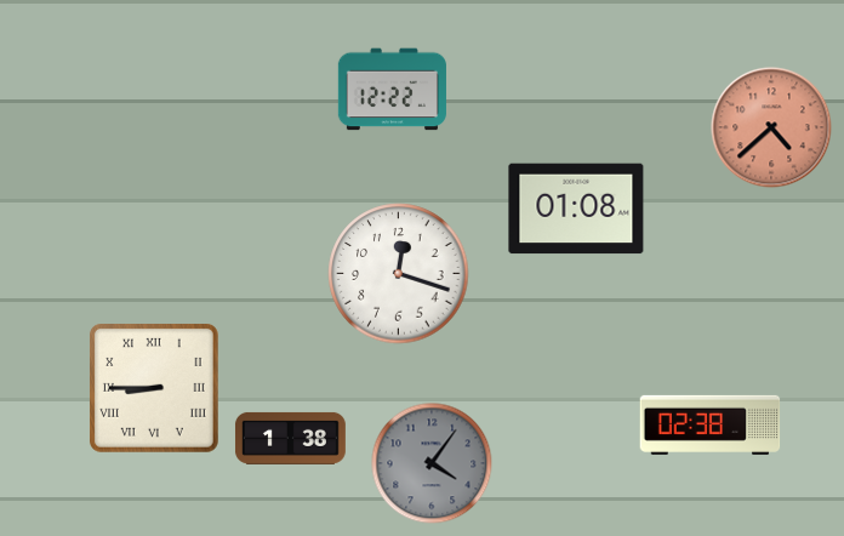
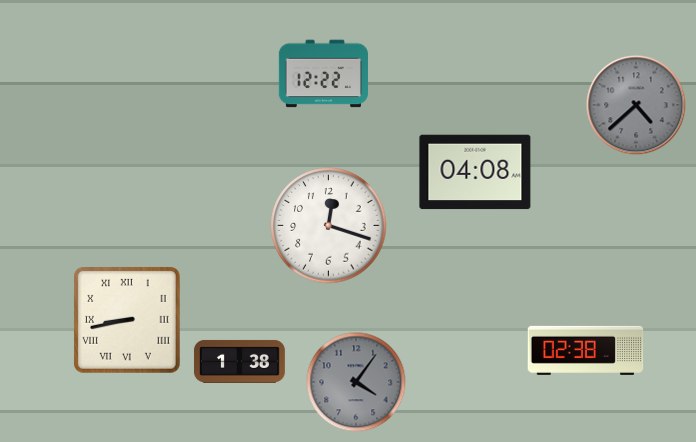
clock at (771, 127) dial: salmon -> grey
clock at (576, 209): 01:08 -> 04:08
clock at (154, 388): 8:45 -> 8:43
